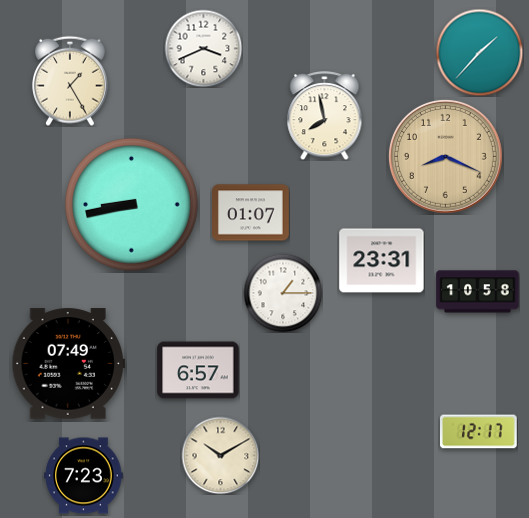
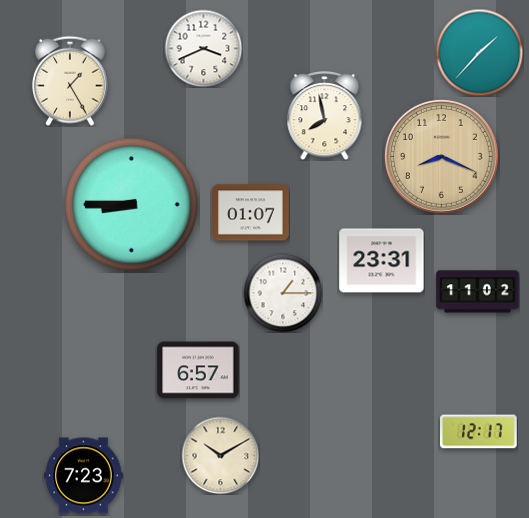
clock at (445, 156) position: (445, 156) -> (441, 156)
clock at (132, 205): 8:43 -> 8:45
clock at (478, 292): 10:58 -> 11:02
clock at (69, 364): 07:49 -> none
